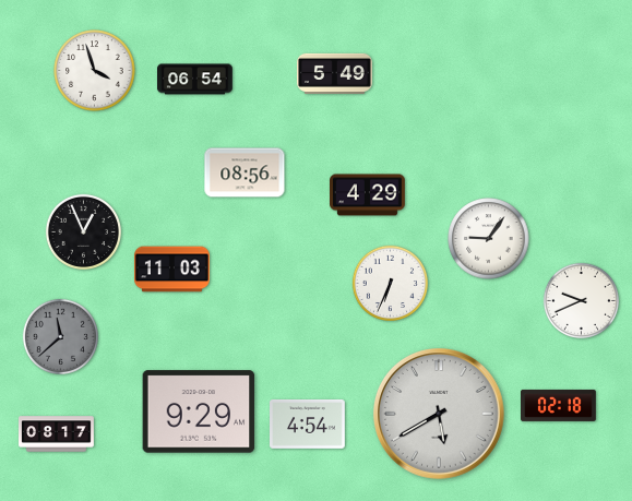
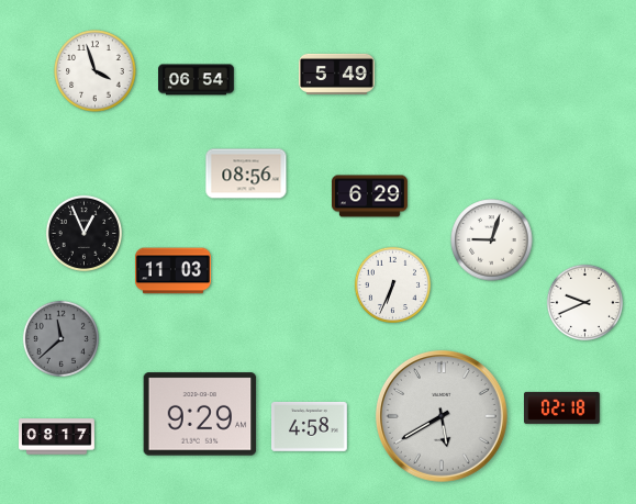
clock at (368, 195): 4:29 -> 6:29
clock at (489, 239): 9:06 -> 9:03
clock at (308, 424): 4:54 -> 4:58
